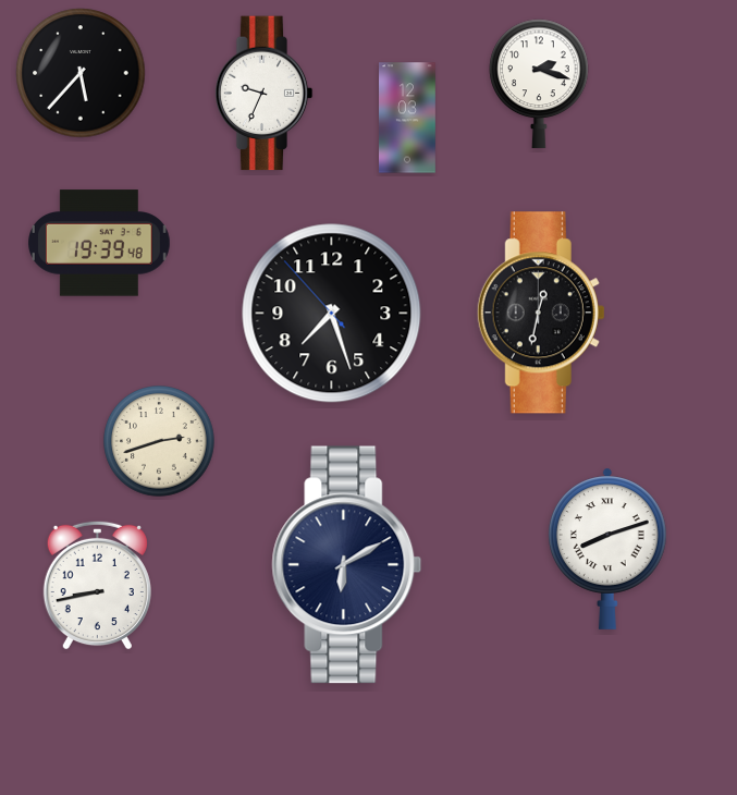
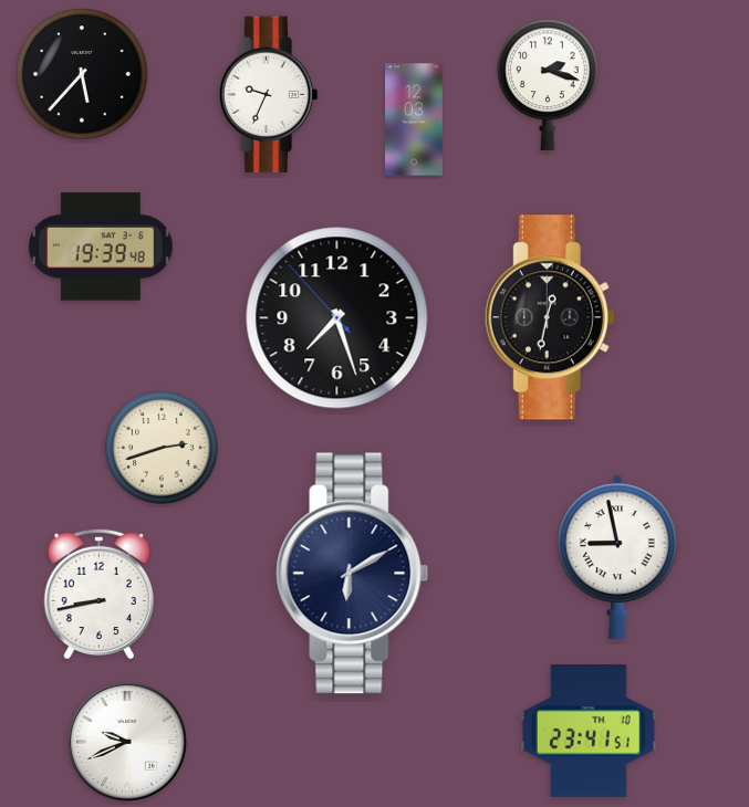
clock at (607, 549): 8:12 -> 8:58
clock at (589, 731): none -> 23:41
clock at (127, 742): none -> 9:41
